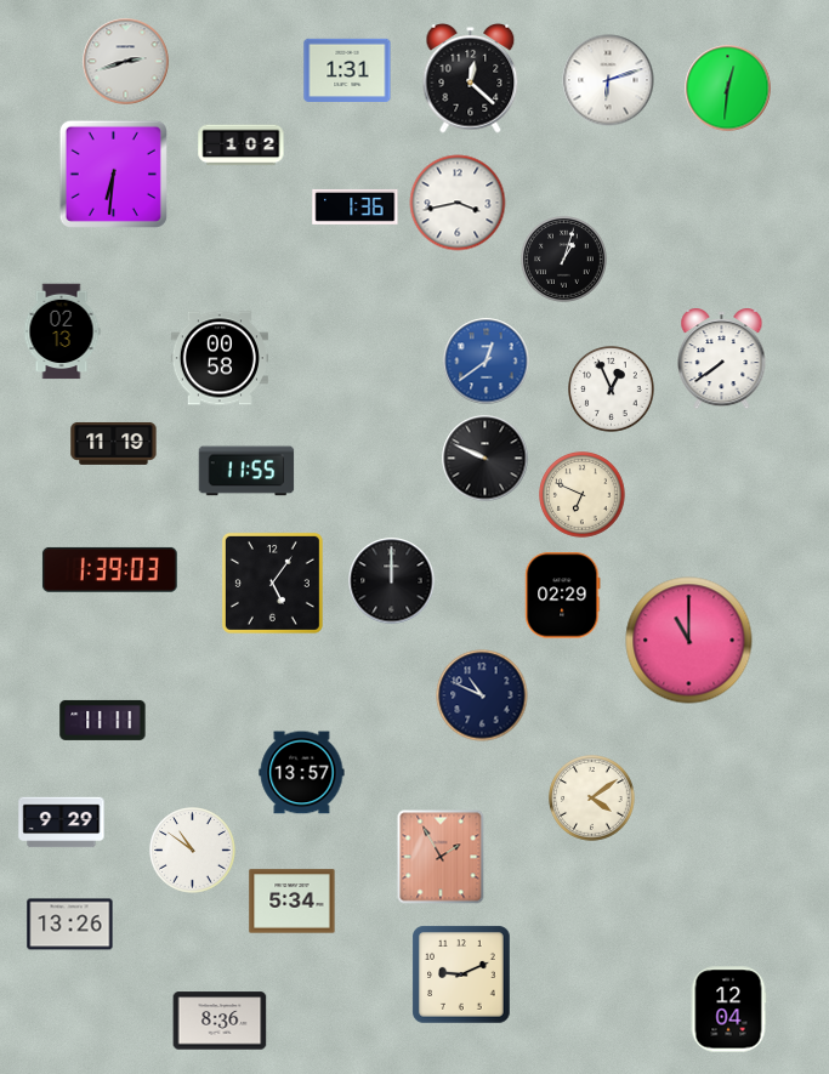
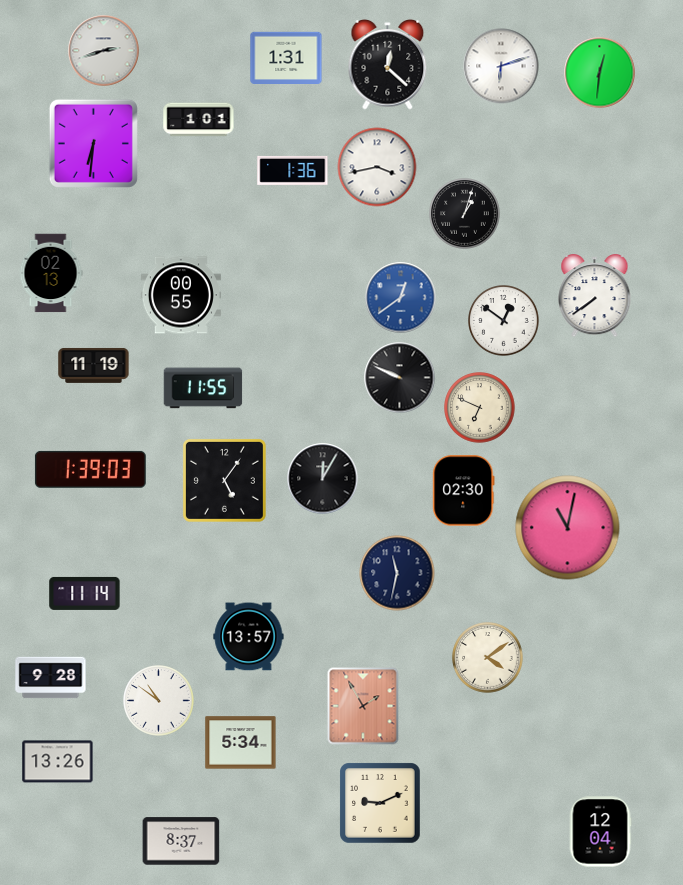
clock at (242, 146): 1:02 -> 1:01
clock at (220, 358): 00:58 -> 00:55
clock at (612, 390): 12:56 -> 12:51
clock at (392, 581): 12:00 -> 12:05
clock at (563, 596): 02:29 -> 02:30
clock at (689, 641): 11:00 -> 11:02
clock at (482, 695): 10:49 -> 11:32
clock at (103, 720): 11:11 -> 11:14
clock at (62, 823): 9:29 -> 9:28
clock at (220, 1021): 8:36 -> 8:37
